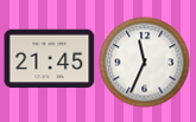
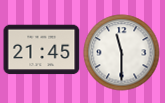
clock at (145, 63): 11:34 -> 11:30
